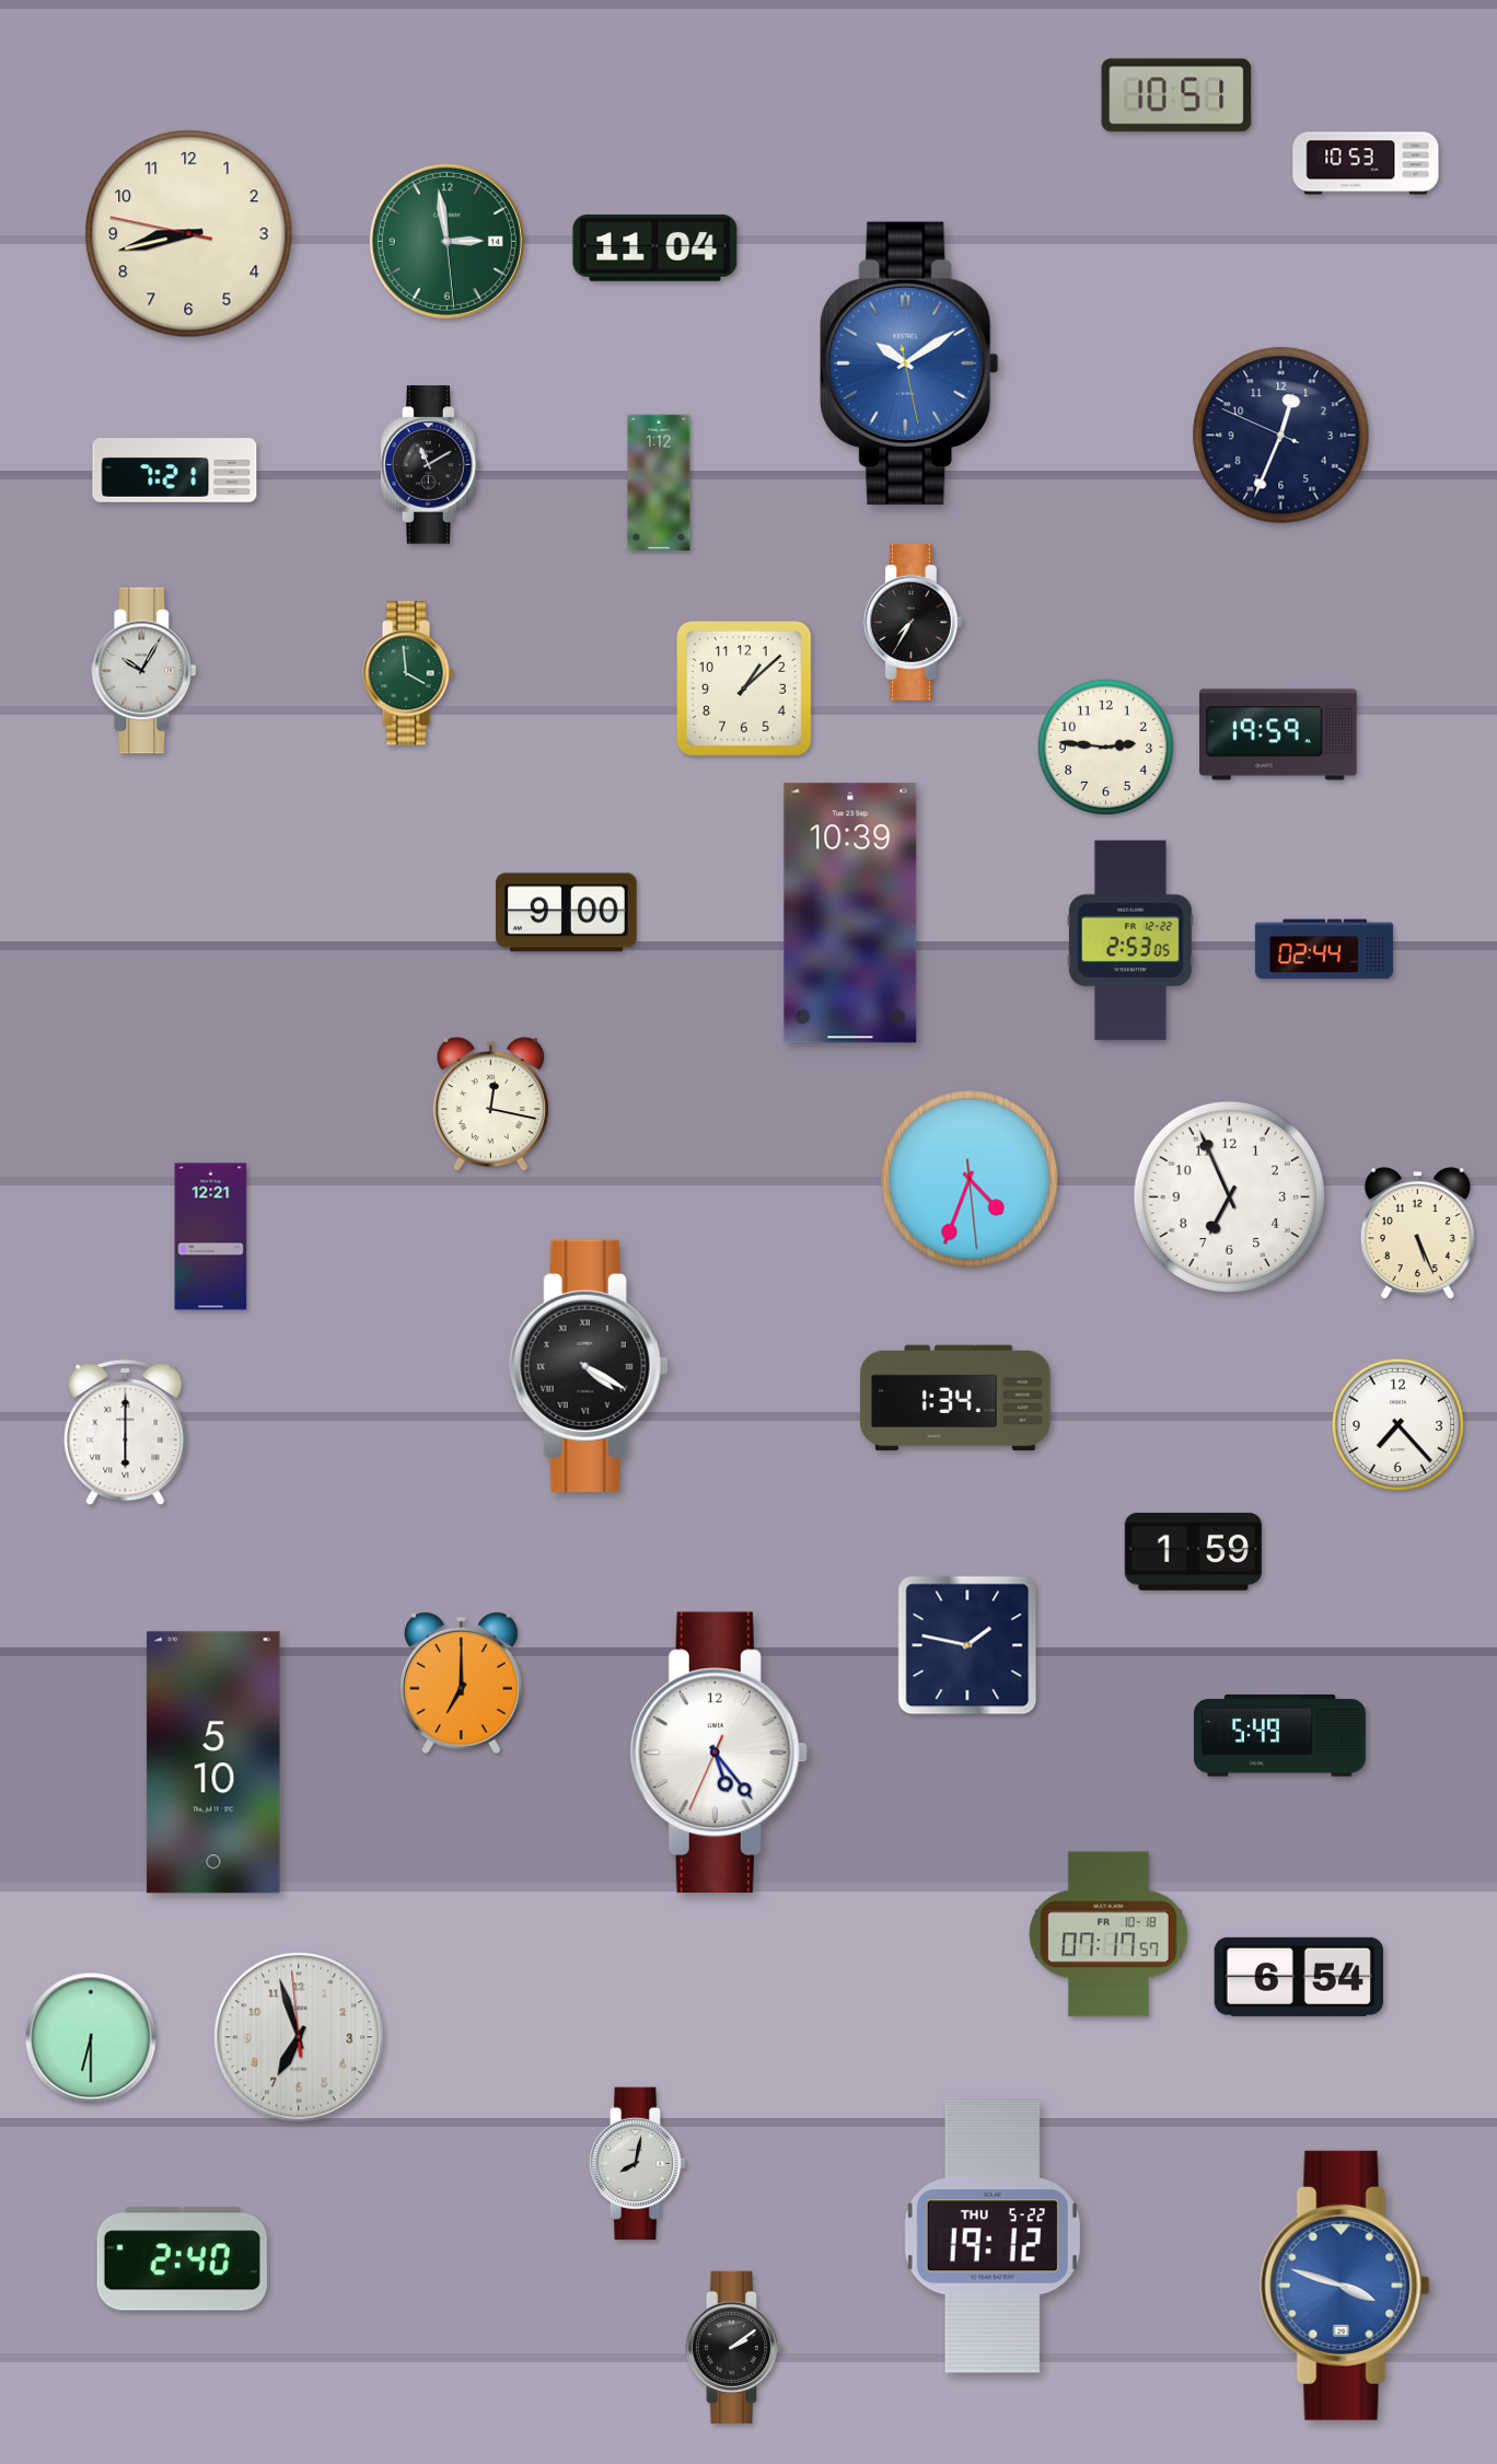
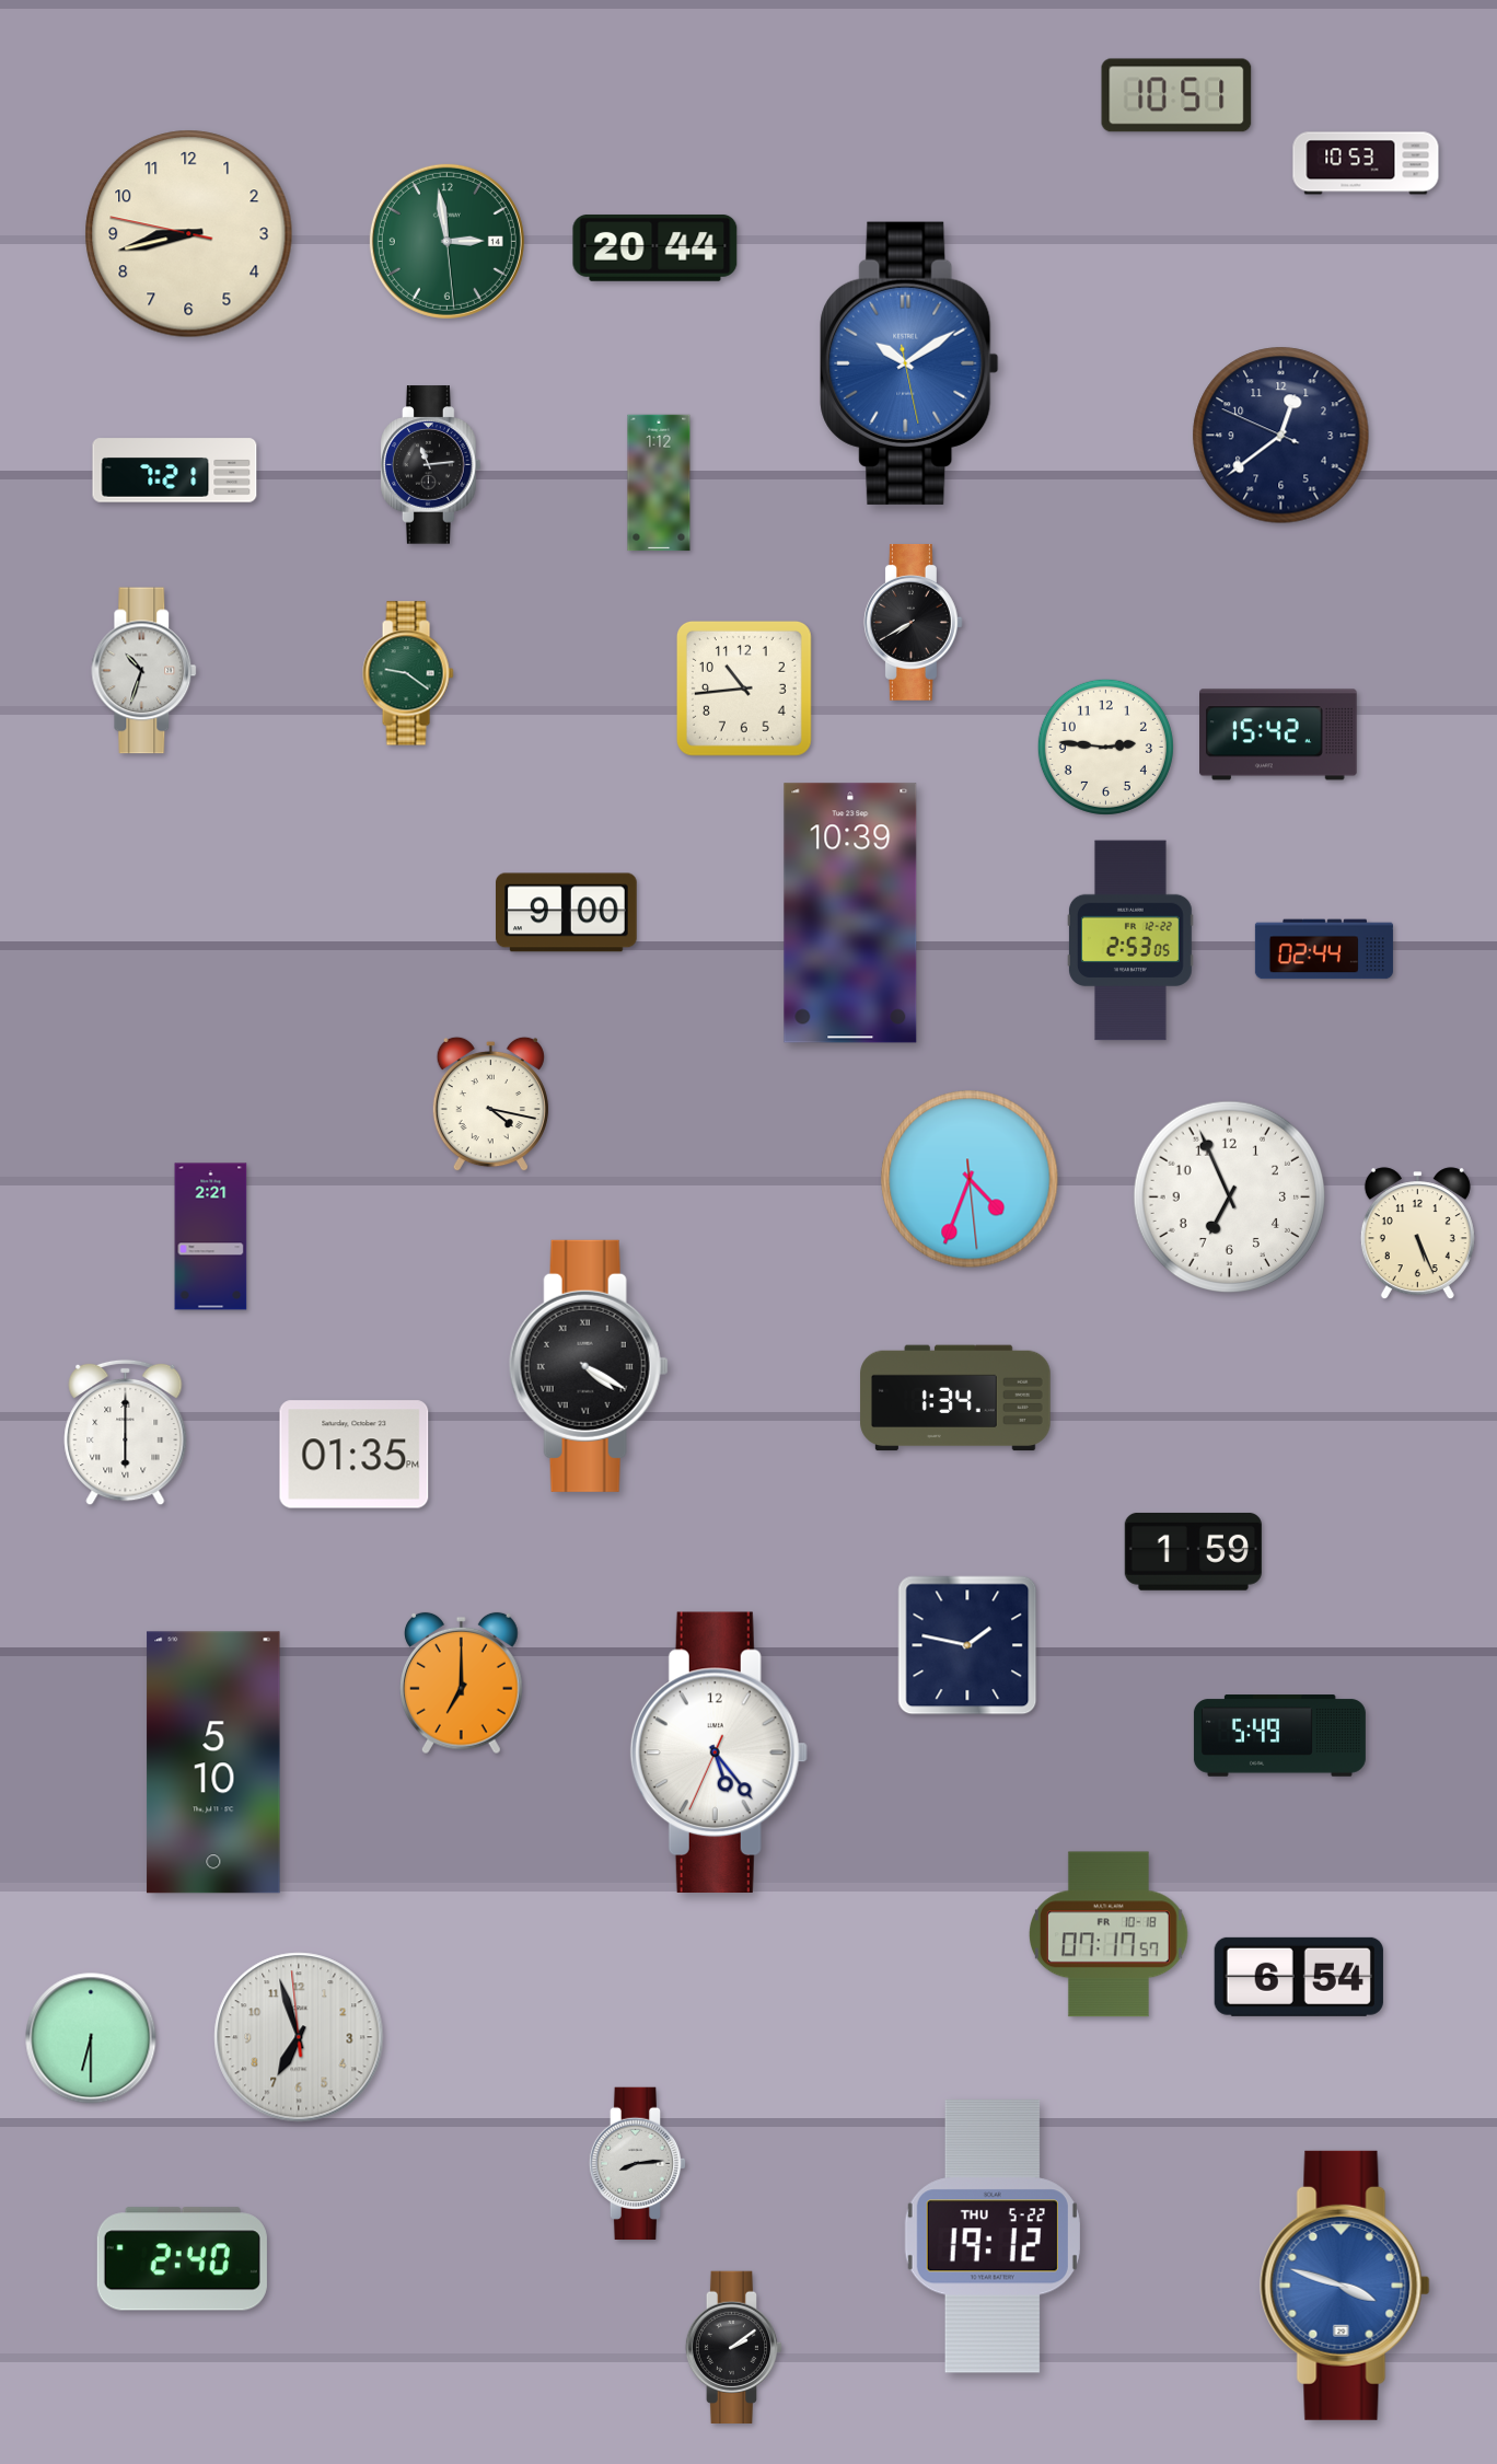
clock at (655, 247): 11:04 -> 20:44
clock at (1281, 436): 12:33 -> 12:38
clock at (431, 465): 11:10 -> 11:14
clock at (913, 622): 7:35 -> 7:40
clock at (144, 671): 10:05 -> 10:33
clock at (408, 673): 3:59 -> 9:21
clock at (744, 689): 1:08 -> 10:44
clock at (1279, 734): 19:59 -> 15:42
clock at (490, 1104): 12:17 -> 4:17
clock at (211, 1237): 12:21 -> 2:21
clock at (1399, 1425): 7:23 -> none
clock at (355, 1455): none -> 01:35
clock at (638, 2163): 8:02 -> 8:14
